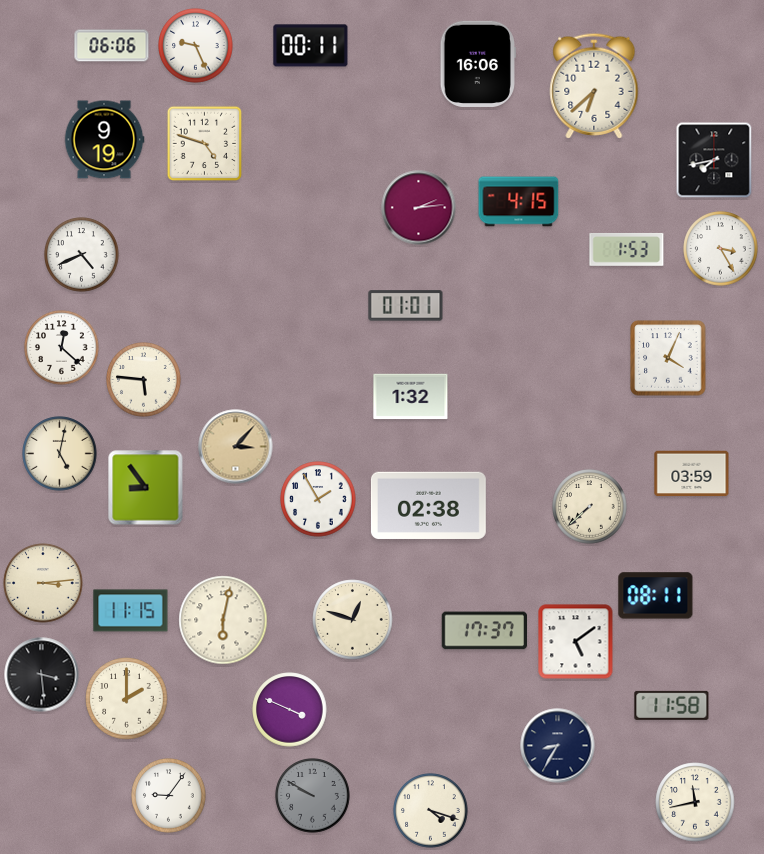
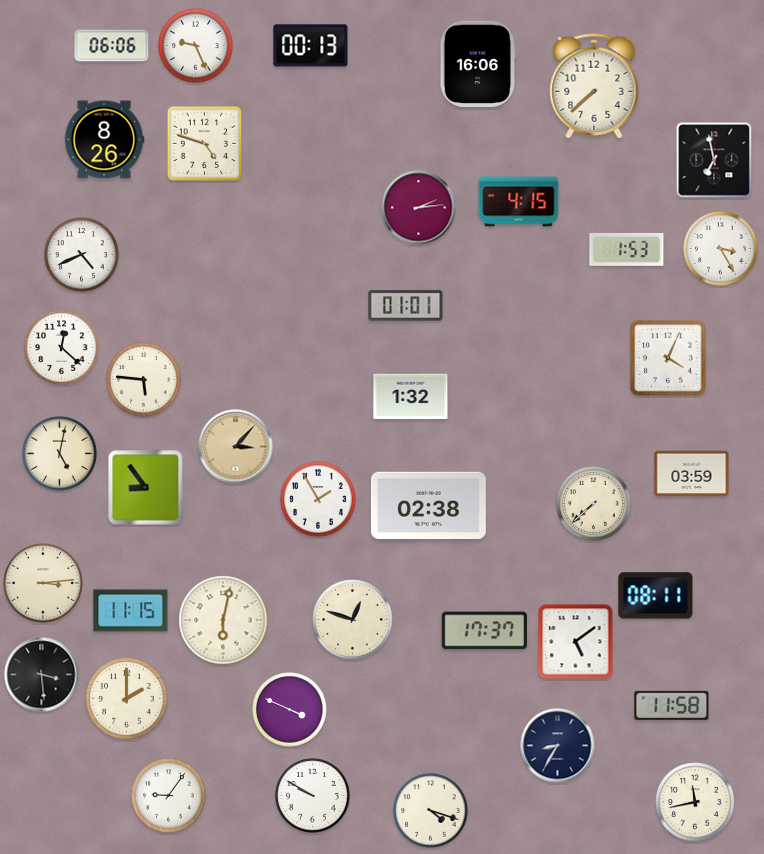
clock at (311, 46): 00:11 -> 00:13
clock at (594, 86): 6:38 -> 7:38
clock at (104, 140): 9:19 -> 8:26
clock at (714, 160): 7:43 -> 6:58
clock at (590, 507) position: (590, 507) -> (594, 504)
clock at (313, 796) dial: grey -> white
